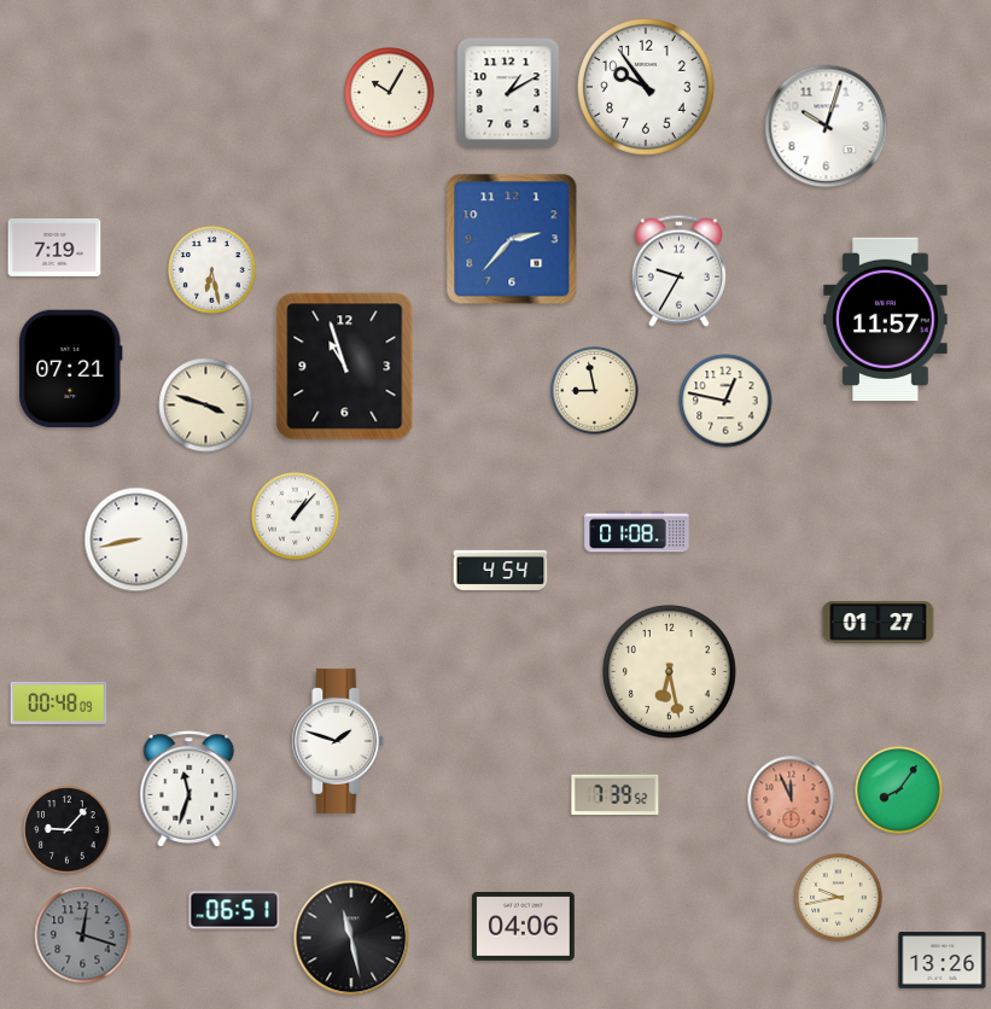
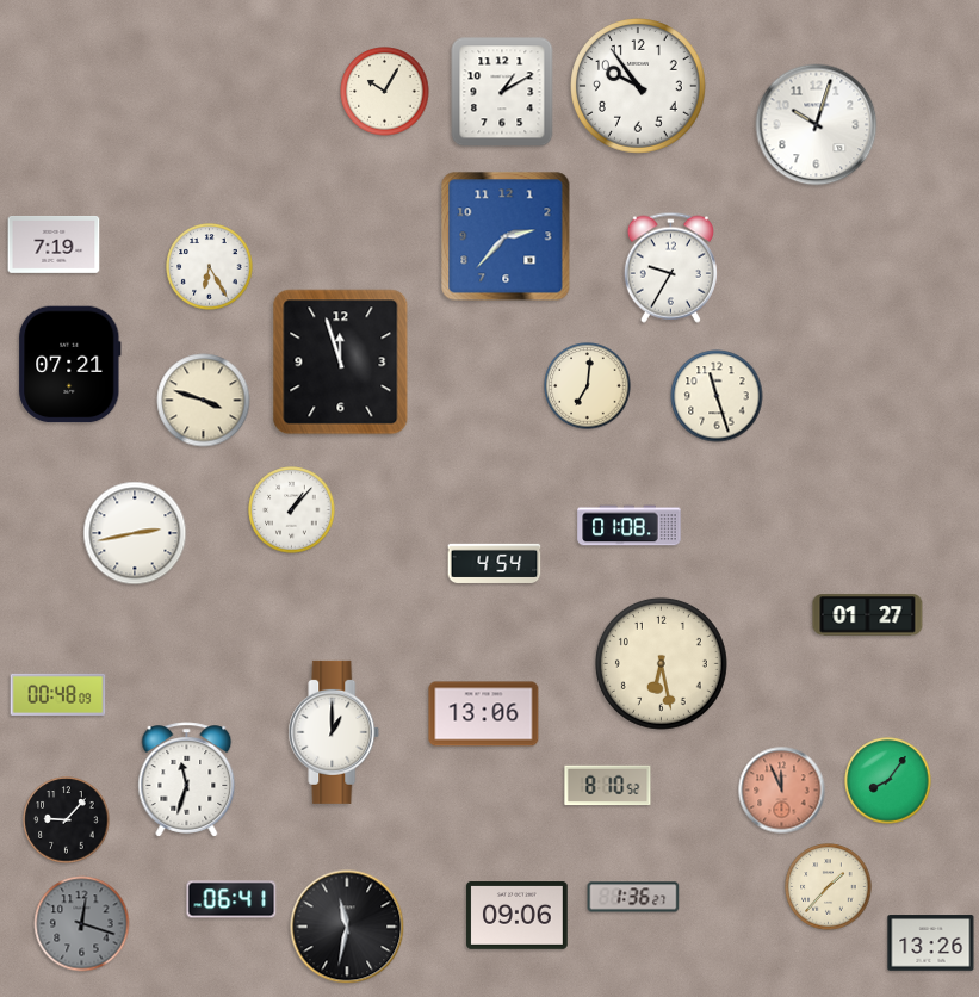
clock at (212, 270): 6:28 -> 6:25
clock at (886, 320): 11:57 -> none
clock at (345, 367): 10:57 -> 11:57
clock at (595, 391): 8:58 -> 7:01
clock at (725, 401): 12:47 -> 11:27
clock at (136, 540): 8:43 -> 2:43
clock at (484, 714): none -> 13:06
clock at (338, 741): 1:48 -> 1:00
clock at (616, 795): 7:39 -> 8:10
clock at (839, 898): 9:43 -> 1:37
clock at (633, 897): none -> 1:36
clock at (234, 910): 06:51 -> 06:41
clock at (524, 927): 04:06 -> 09:06
clock at (351, 938): 11:28 -> 11:32
clock at (943, 961) position: (943, 961) -> (931, 943)
